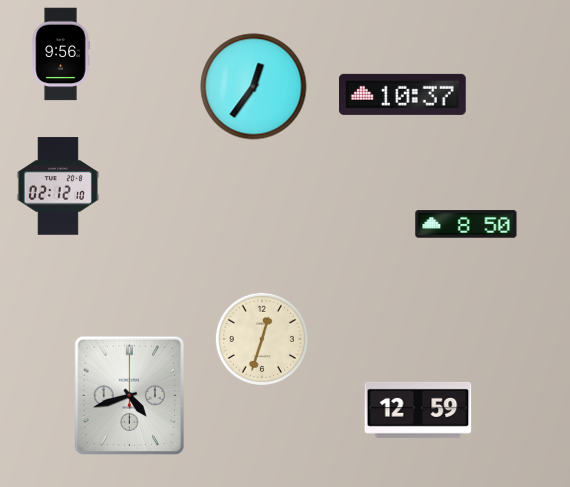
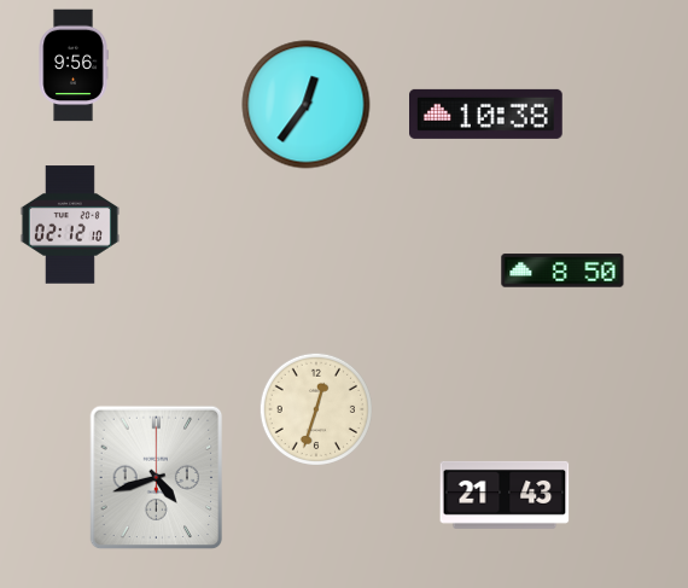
clock at (403, 94): 10:37 -> 10:38
clock at (418, 410): 12:59 -> 21:43
